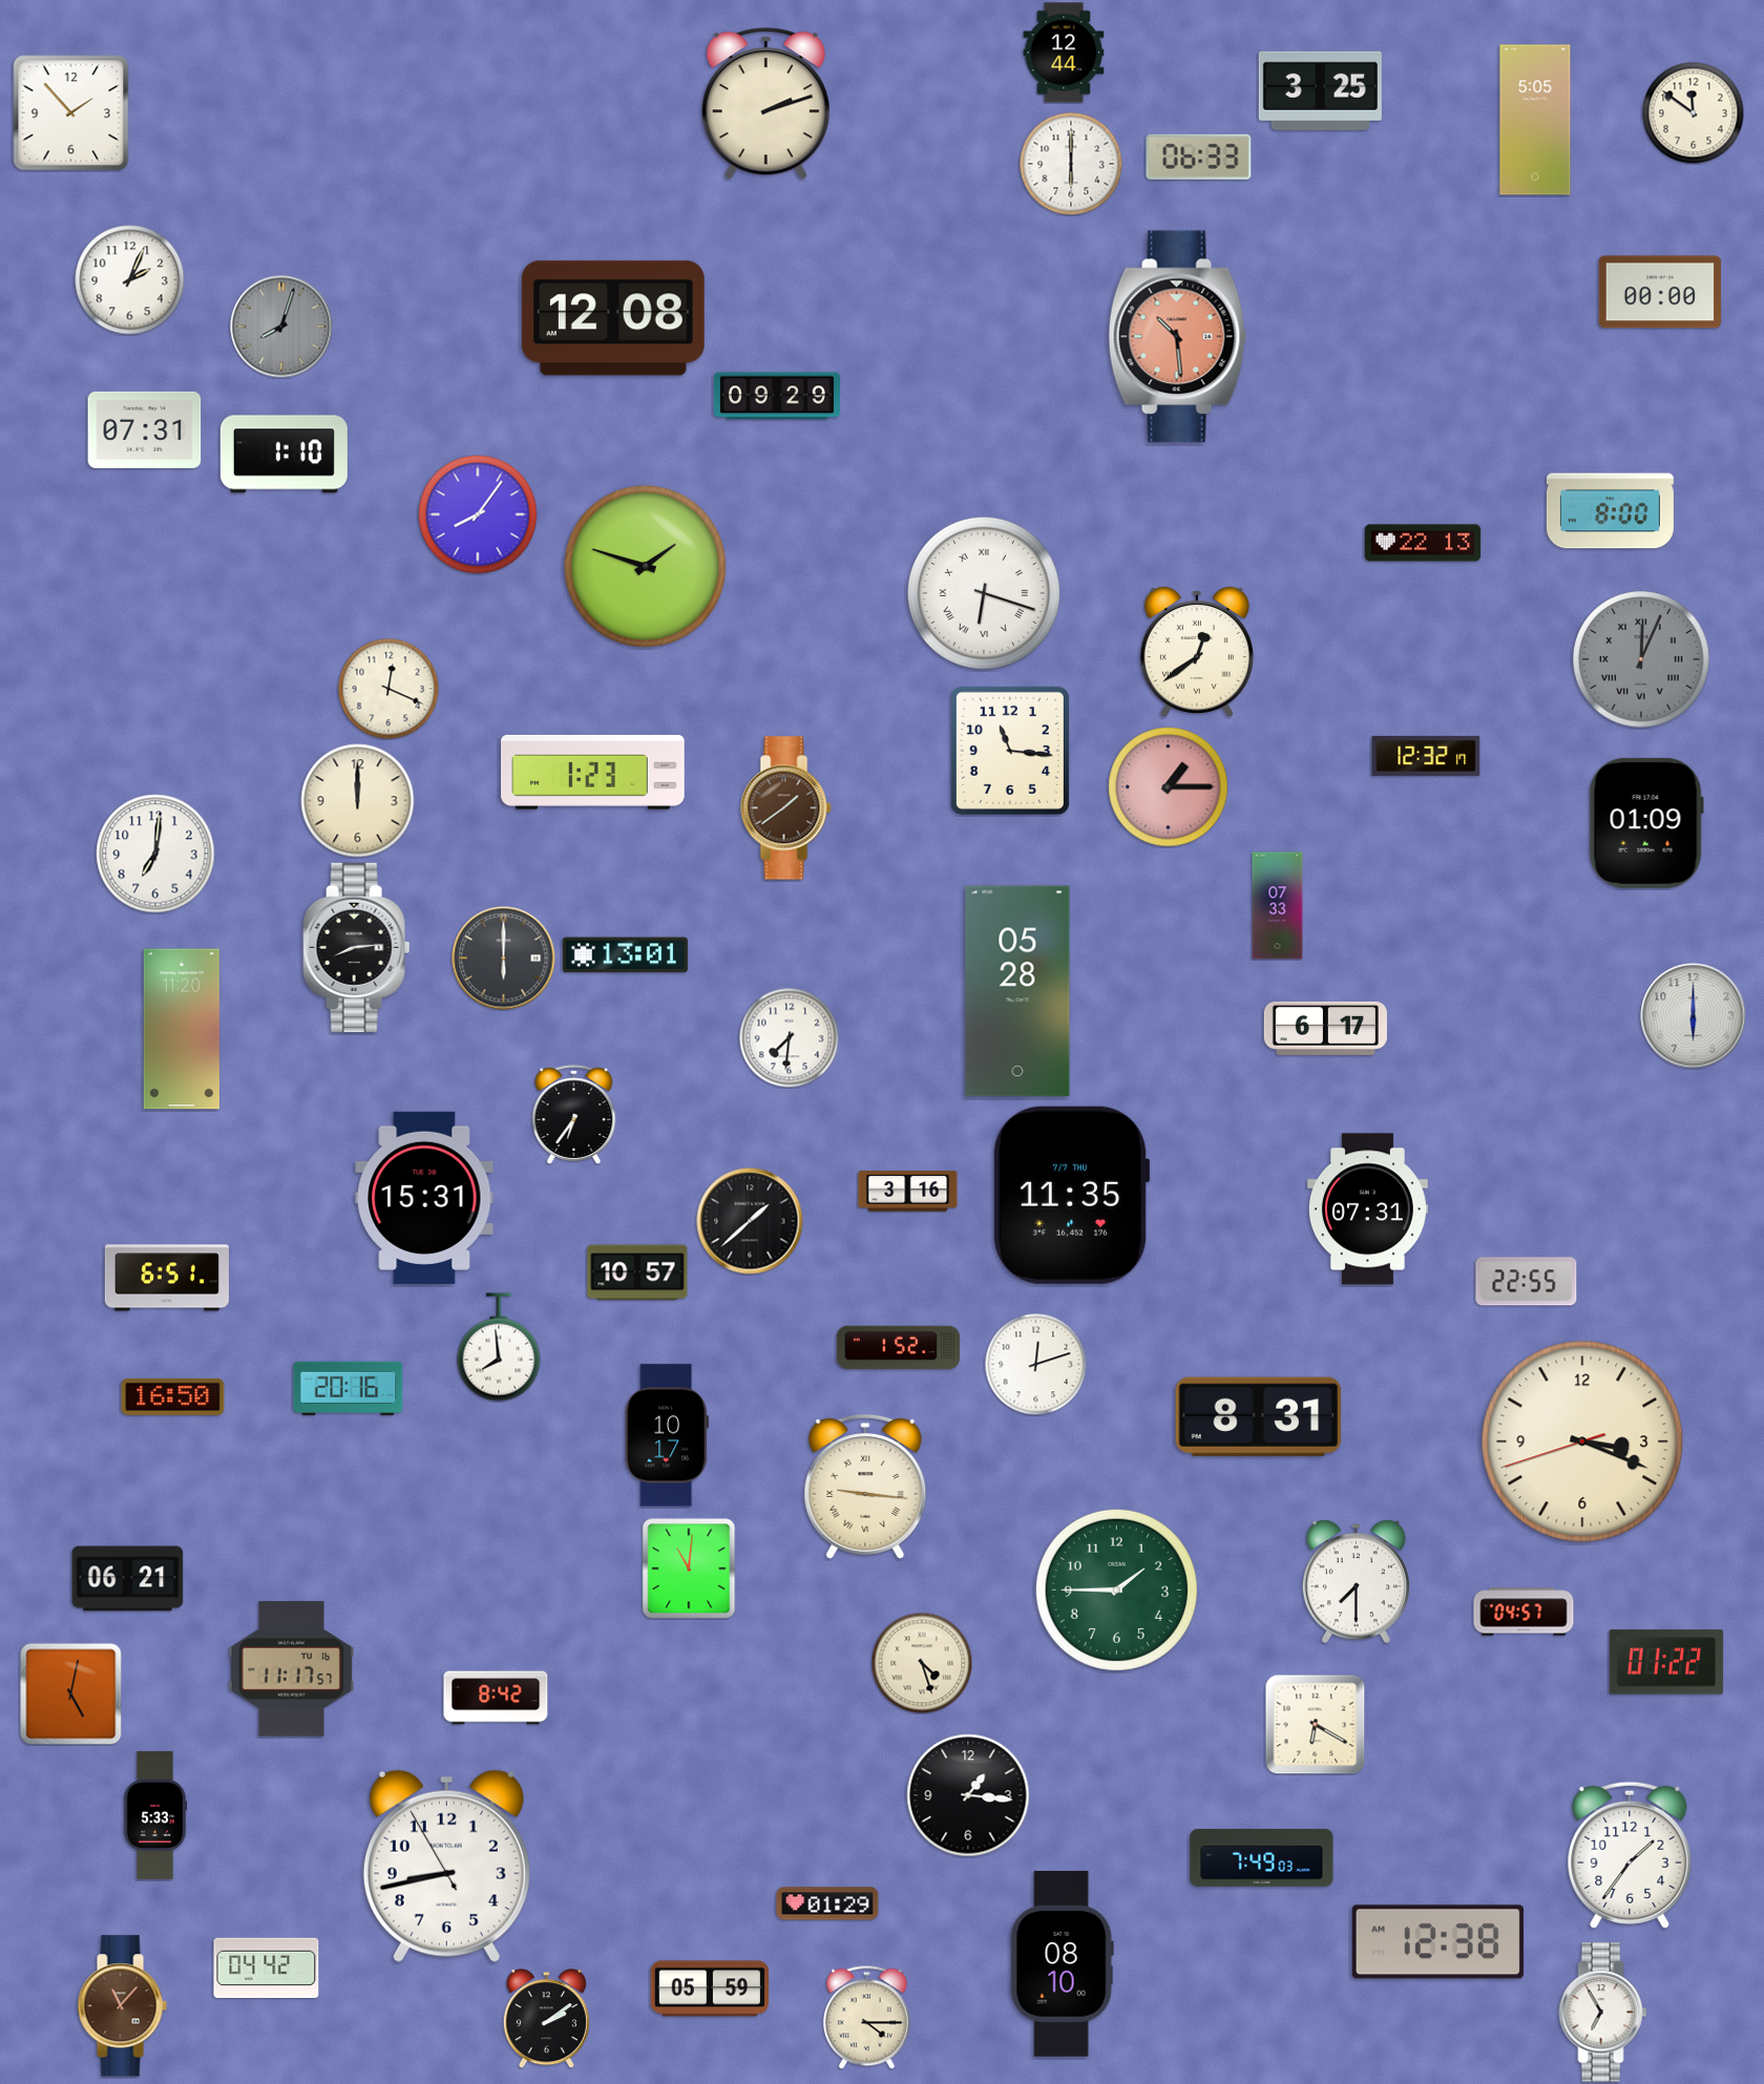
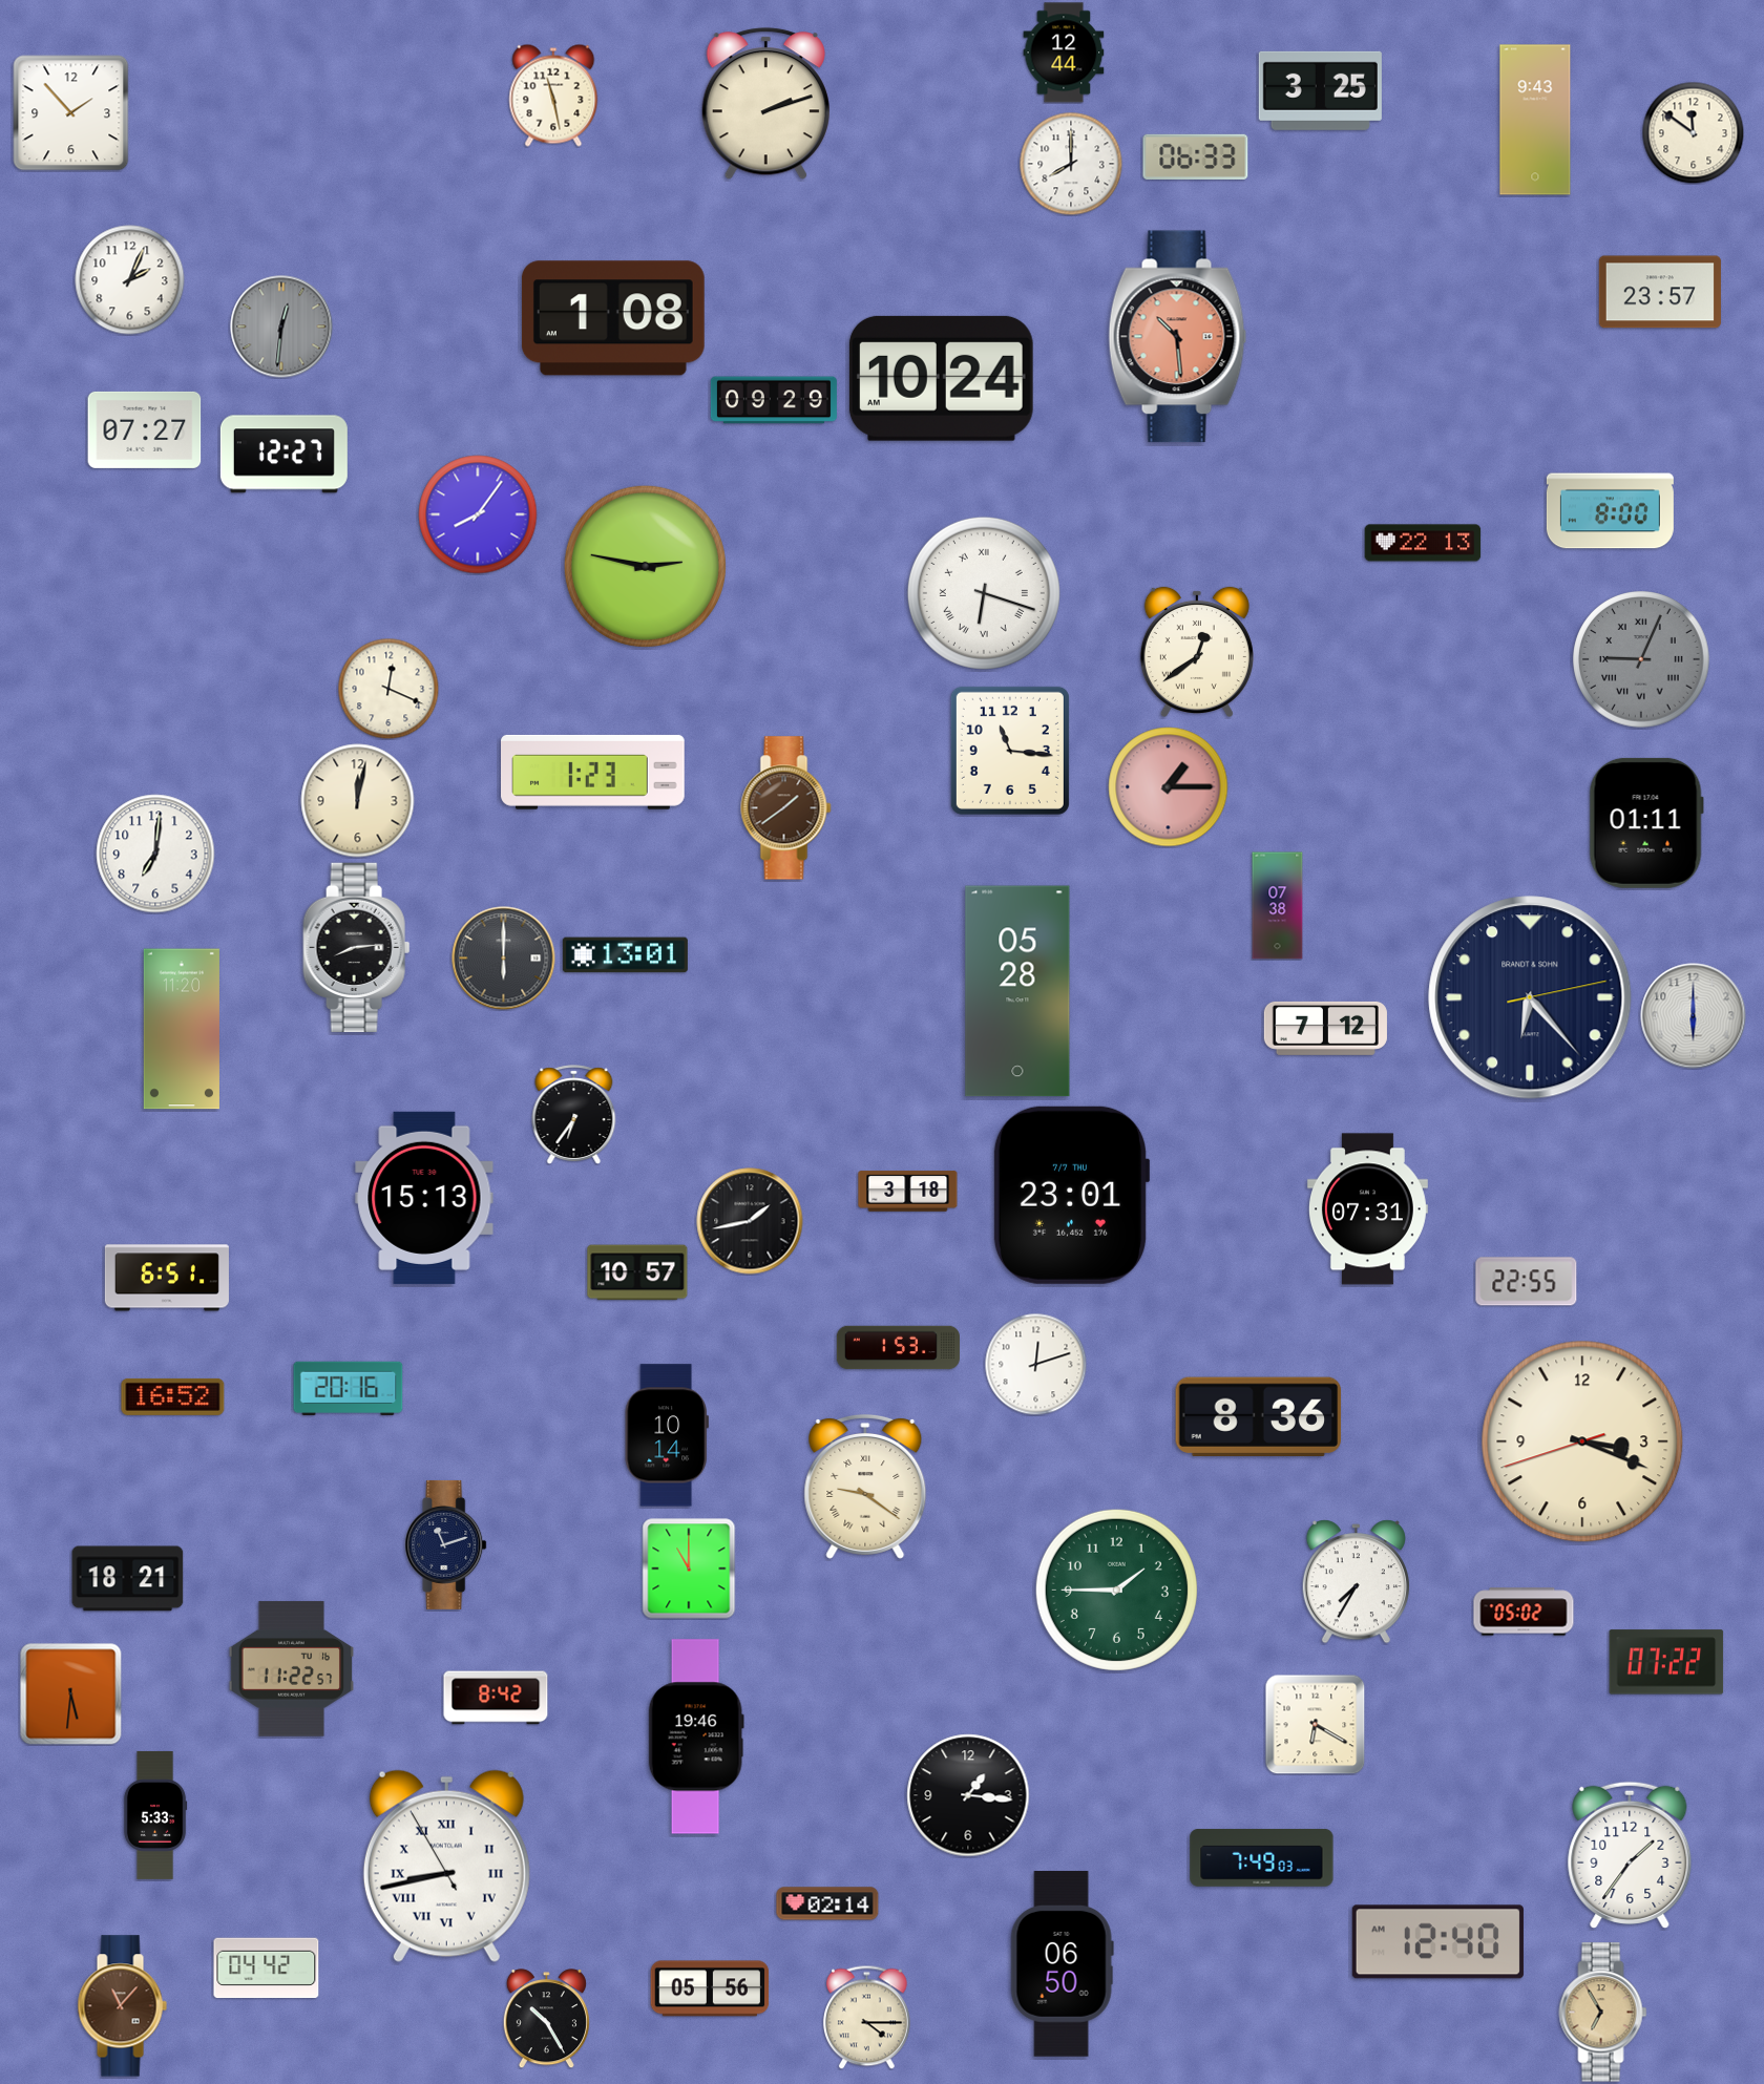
clock at (553, 96): none -> 11:28
clock at (1693, 112) position: (1693, 112) -> (1693, 132)
clock at (1535, 120): 5:05 -> 9:43
clock at (1199, 156) position: (1199, 156) -> (1196, 156)
clock at (1071, 164): 6:00 -> 8:00
clock at (1660, 292): 00:00 -> 23:57
clock at (613, 318): 12:08 -> 1:08
clock at (281, 327): 8:03 -> 12:31
clock at (941, 378): none -> 10:24
clock at (777, 396) position: (777, 396) -> (774, 400)
clock at (145, 429): 07:31 -> 07:27
clock at (283, 455): 1:10 -> 12:27
clock at (645, 566): 1:48 -> 2:47
clock at (1641, 659): 12:04 -> 9:04
clock at (1426, 756): 12:32 -> none
clock at (358, 801): 12:00 -> 12:02
clock at (1646, 823): 01:09 -> 01:11
clock at (1278, 906): 07:33 -> 07:38
clock at (1530, 997): none -> 6:23
clock at (1325, 1028): 6:17 -> 7:12
clock at (789, 1037): 7:31 -> none
clock at (908, 1192): 3:16 -> 3:18
clock at (1071, 1195): 11:35 -> 23:01
clock at (424, 1198): 15:31 -> 15:13
clock at (750, 1221): 1:38 -> 1:43
clock at (499, 1347): 7:59 -> none
clock at (898, 1348): 1:52 -> 1:53
clock at (173, 1396): 16:50 -> 16:52
clock at (1259, 1416): 8:31 -> 8:36
clock at (667, 1435): 10:17 -> 10:14
clock at (865, 1487): 9:16 -> 9:21
clock at (446, 1544): none -> 11:12
clock at (689, 1569): 11:01 -> 11:00
clock at (128, 1579): 06:21 -> 18:21
clock at (1356, 1582): 7:30 -> 7:35
clock at (1524, 1612): 04:57 -> 05:02
clock at (1666, 1662): 01:22 -> 07:22
clock at (922, 1663): 4:27 -> none
clock at (292, 1669): 11:17 -> 11:22
clock at (71, 1694): 5:02 -> 5:31
clock at (696, 1736): none -> 19:46
clock at (446, 1866) numerals: Arabic -> Roman
clock at (827, 1903): 01:29 -> 02:14
clock at (1437, 1942): 12:38 -> 12:40
clock at (1062, 1964): 08:10 -> 06:50
clock at (710, 1988): 05:59 -> 05:56
clock at (1603, 2013) dial: white -> champagne
clock at (546, 2019): 2:09 -> 10:25
